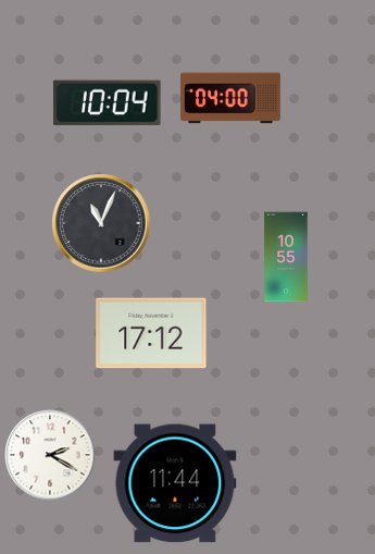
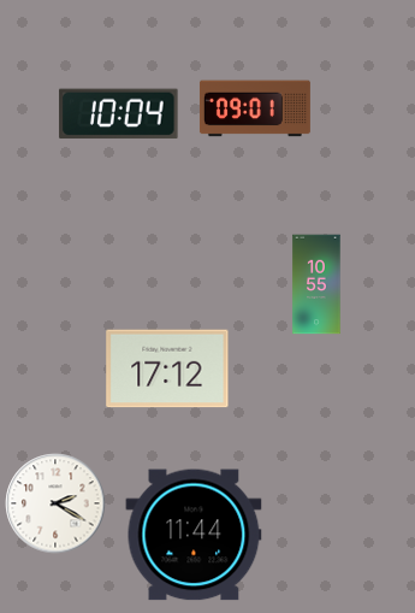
clock at (230, 98): 04:00 -> 09:01
clock at (101, 223): 11:04 -> none
